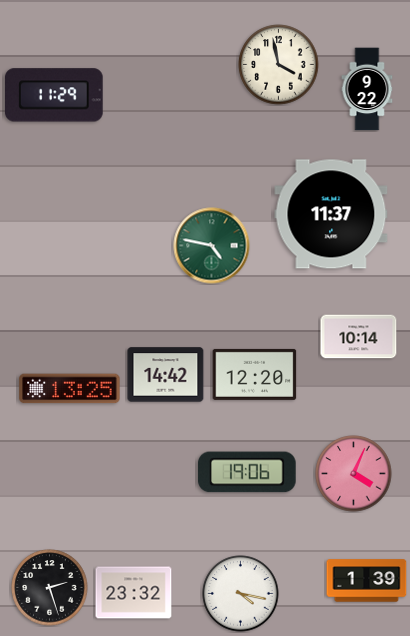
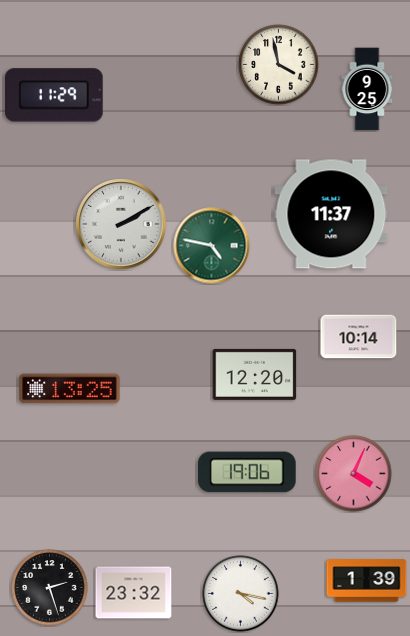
clock at (367, 89): 9:22 -> 9:25
clock at (121, 224): none -> 2:10
clock at (166, 375): 14:42 -> none
